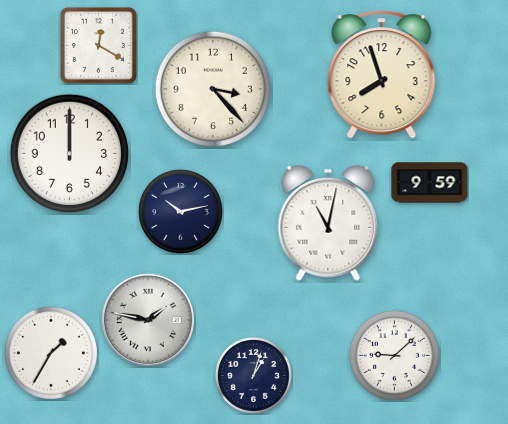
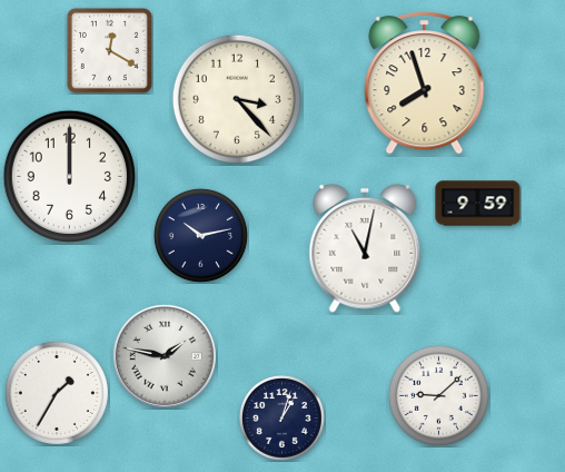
clock at (69, 153) position: (69, 153) -> (69, 176)
